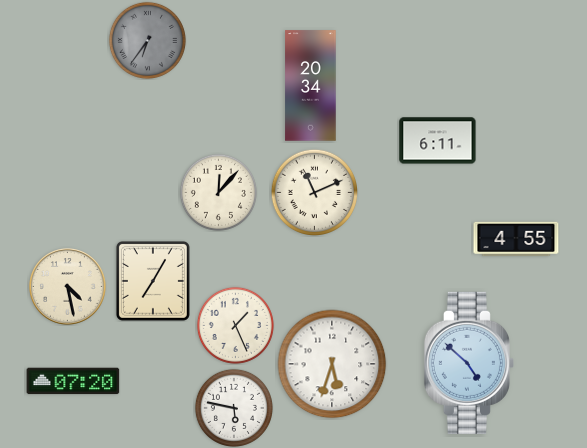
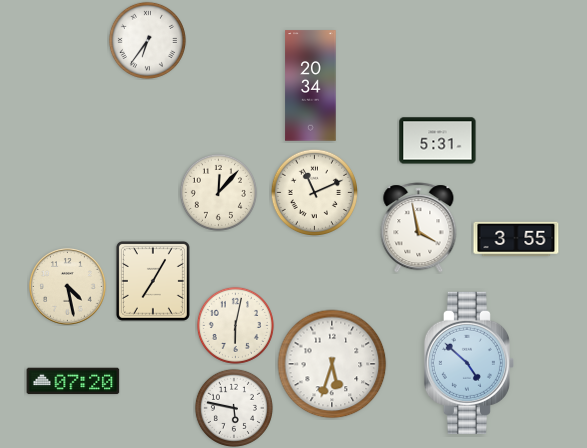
clock at (147, 40) dial: grey -> white
clock at (438, 141): 6:11 -> 5:31
clock at (419, 228): none -> 3:58
clock at (516, 239): 4:55 -> 3:55
clock at (235, 325): 1:26 -> 6:02
